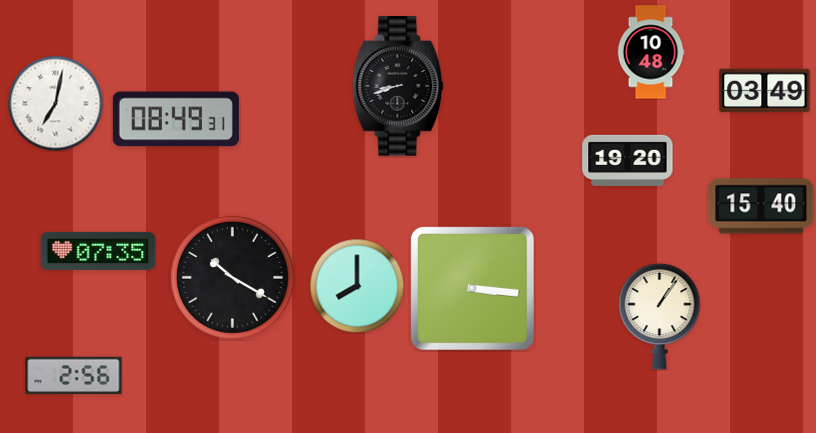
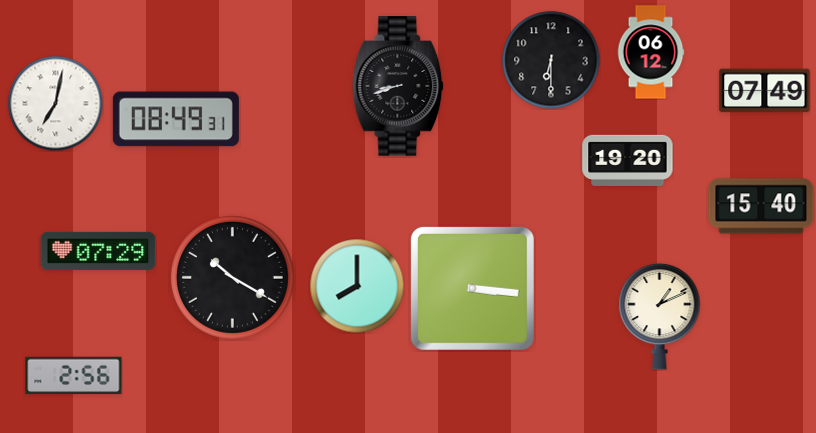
clock at (651, 52): 10:48 -> 06:12
clock at (551, 60): none -> 6:30
clock at (765, 91): 03:49 -> 07:49
clock at (98, 251): 07:35 -> 07:29
clock at (660, 316): 1:06 -> 1:11
